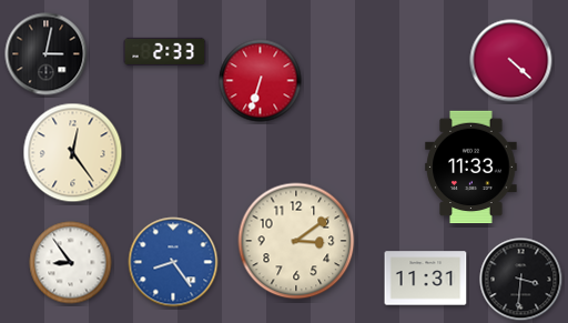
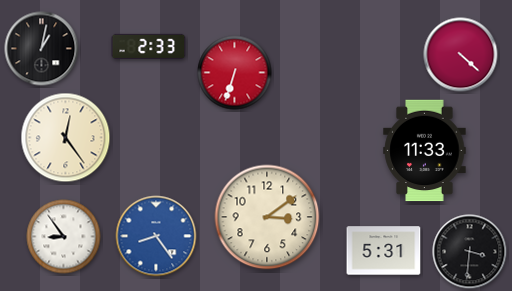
clock at (47, 54): 3:02 -> 1:02
clock at (426, 279): 11:31 -> 5:31
